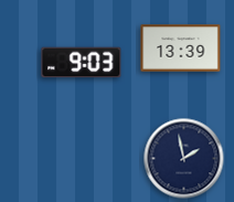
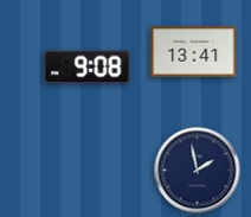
clock at (181, 49): 13:39 -> 13:41
clock at (82, 63): 9:03 -> 9:08
